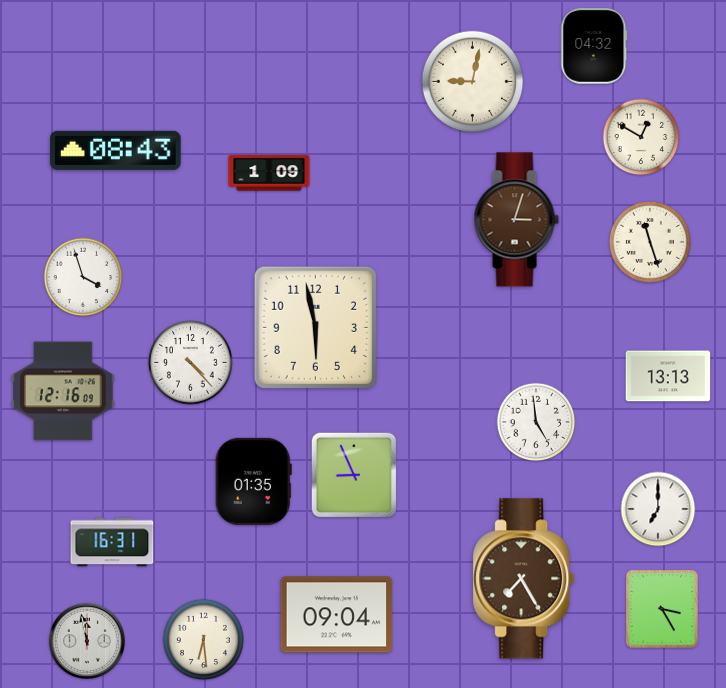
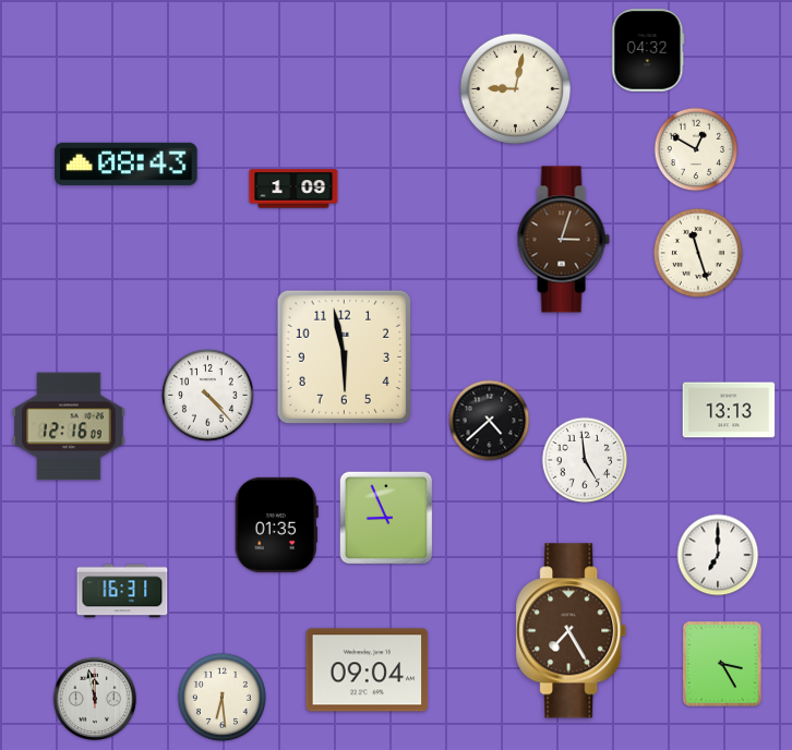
clock at (641, 137) position: (641, 137) -> (696, 149)
clock at (650, 242) position: (650, 242) -> (698, 253)
clock at (83, 277): 3:57 -> none
clock at (490, 421): none -> 4:38
